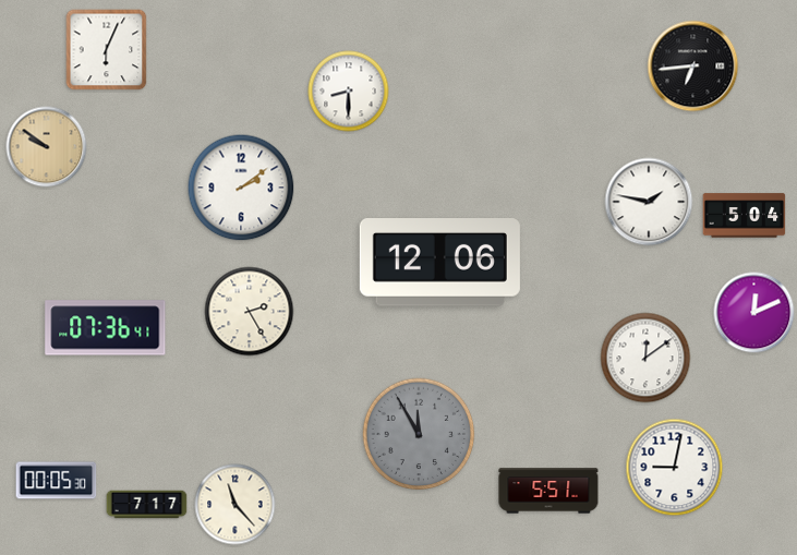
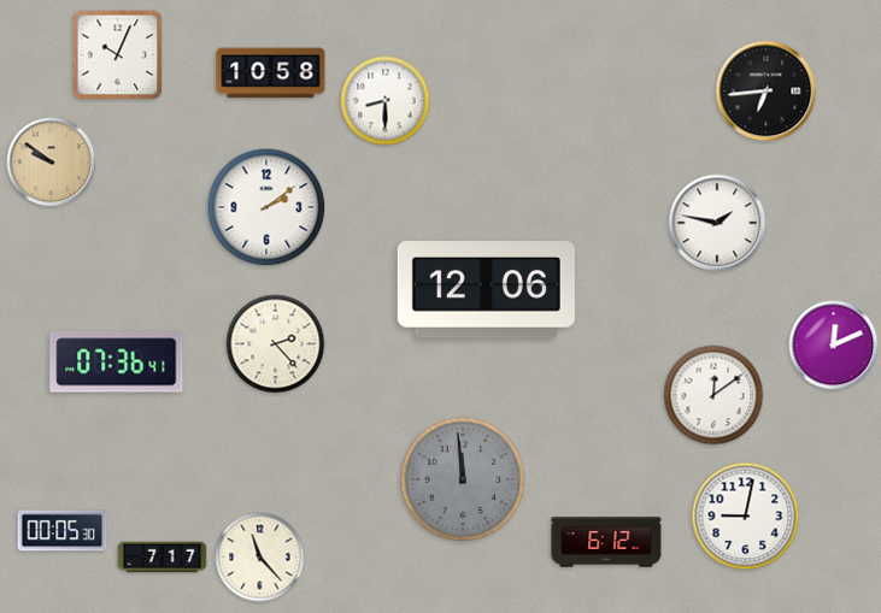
clock at (107, 50): 6:04 -> 10:04
clock at (271, 73): none -> 10:58
clock at (693, 67) position: (693, 67) -> (767, 92)
clock at (745, 216): 5:04 -> none
clock at (250, 312): 2:25 -> 2:23
clock at (419, 434): 11:55 -> 11:59
clock at (548, 491): 5:51 -> 6:12
